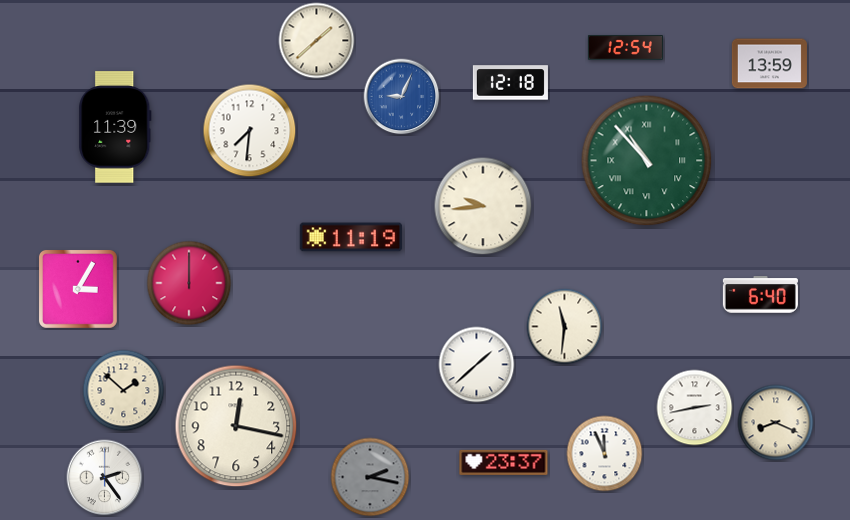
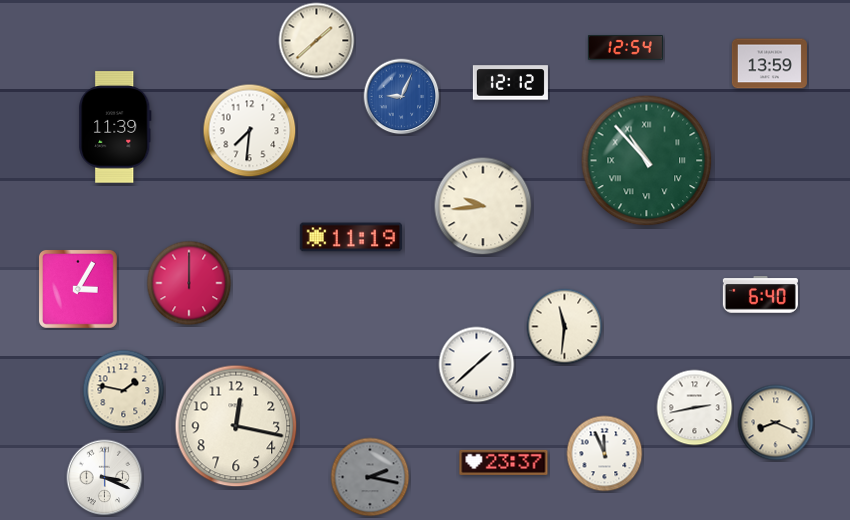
clock at (510, 83): 12:18 -> 12:12
clock at (124, 391): 1:52 -> 1:47
clock at (105, 478): 2:24 -> 3:19
